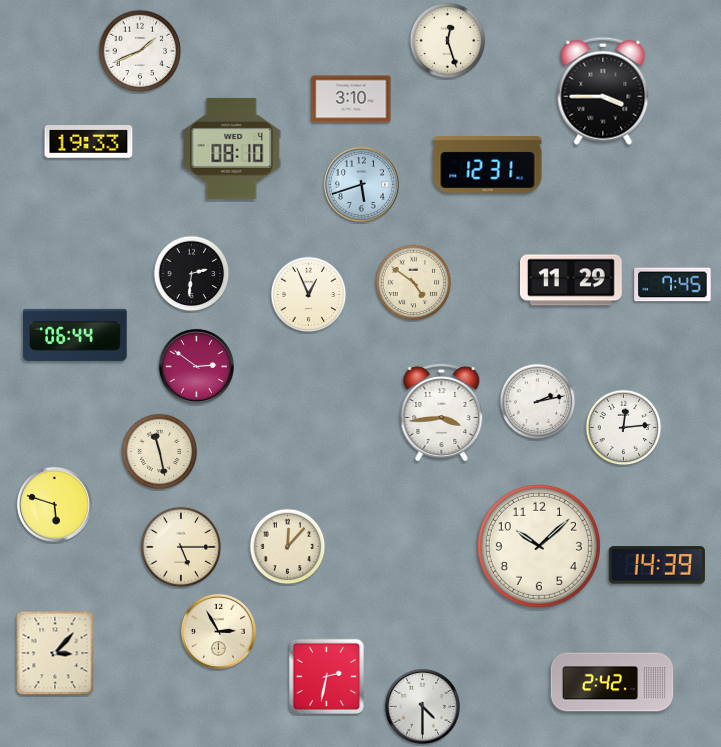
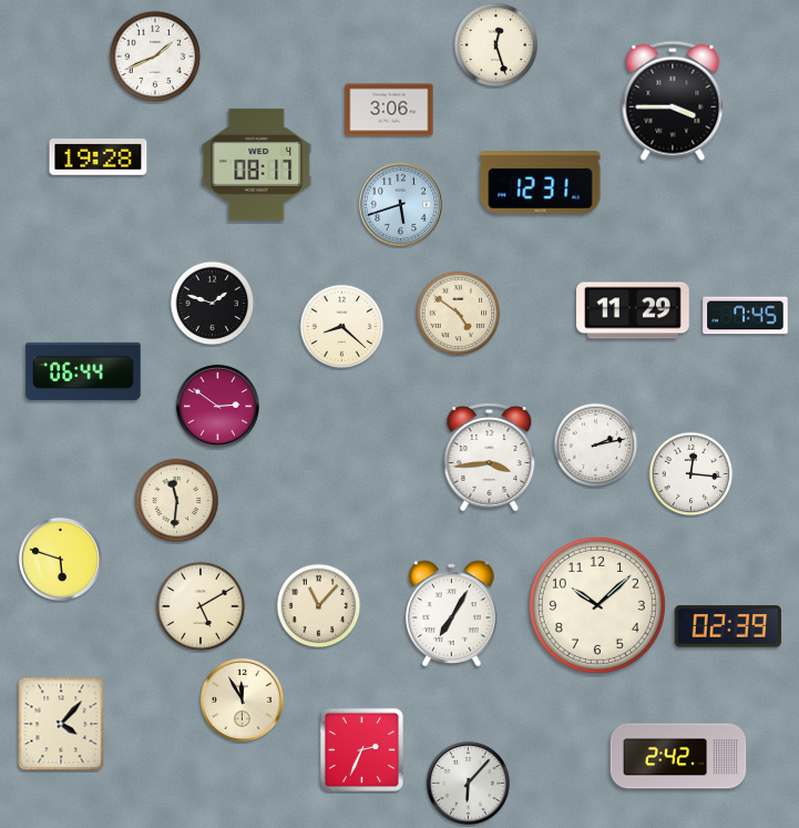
clock at (603, 91) position: (603, 91) -> (673, 101)
clock at (351, 99): 3:10 -> 3:06
clock at (89, 142): 19:33 -> 19:28
clock at (232, 148): 08:10 -> 08:17
clock at (192, 274): 2:31 -> 1:48
clock at (309, 295): 12:56 -> 8:22
clock at (624, 428): 12:14 -> 12:16
clock at (160, 452): 11:28 -> 11:31
clock at (181, 547): 5:15 -> 5:10
clock at (288, 547): 12:07 -> 11:07
clock at (451, 614): none -> 7:05
clock at (657, 565): 14:39 -> 02:39
clock at (218, 631): 2:55 -> 11:55
clock at (55, 653): 3:07 -> 4:07
clock at (326, 676): 2:32 -> 2:34
clock at (422, 706): 4:30 -> 6:07
